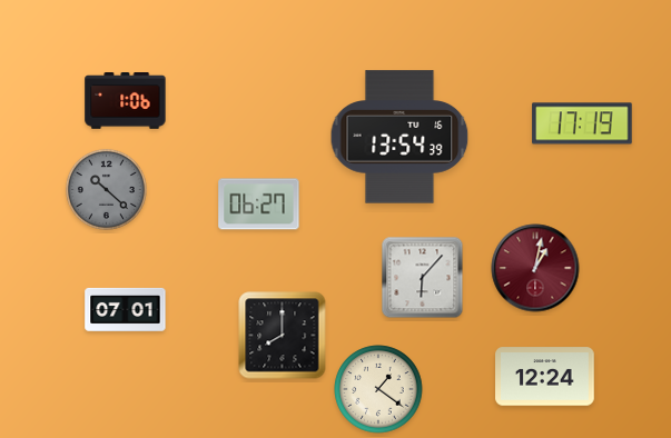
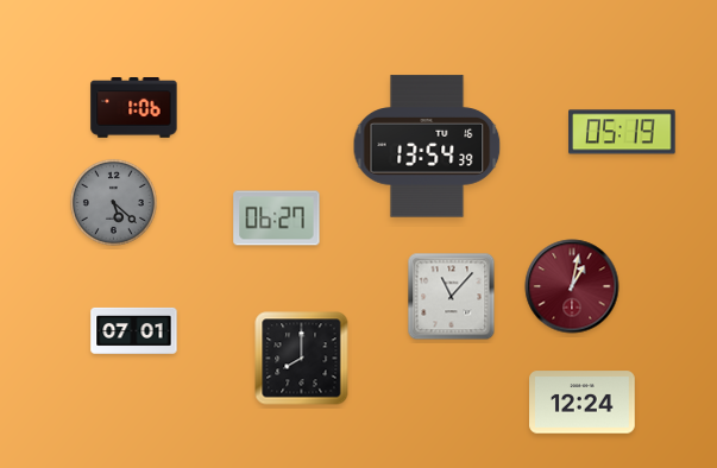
clock at (582, 123): 17:19 -> 05:19
clock at (106, 189): 10:22 -> 5:22
clock at (423, 278): 6:07 -> 11:07
clock at (378, 389): 1:21 -> none
